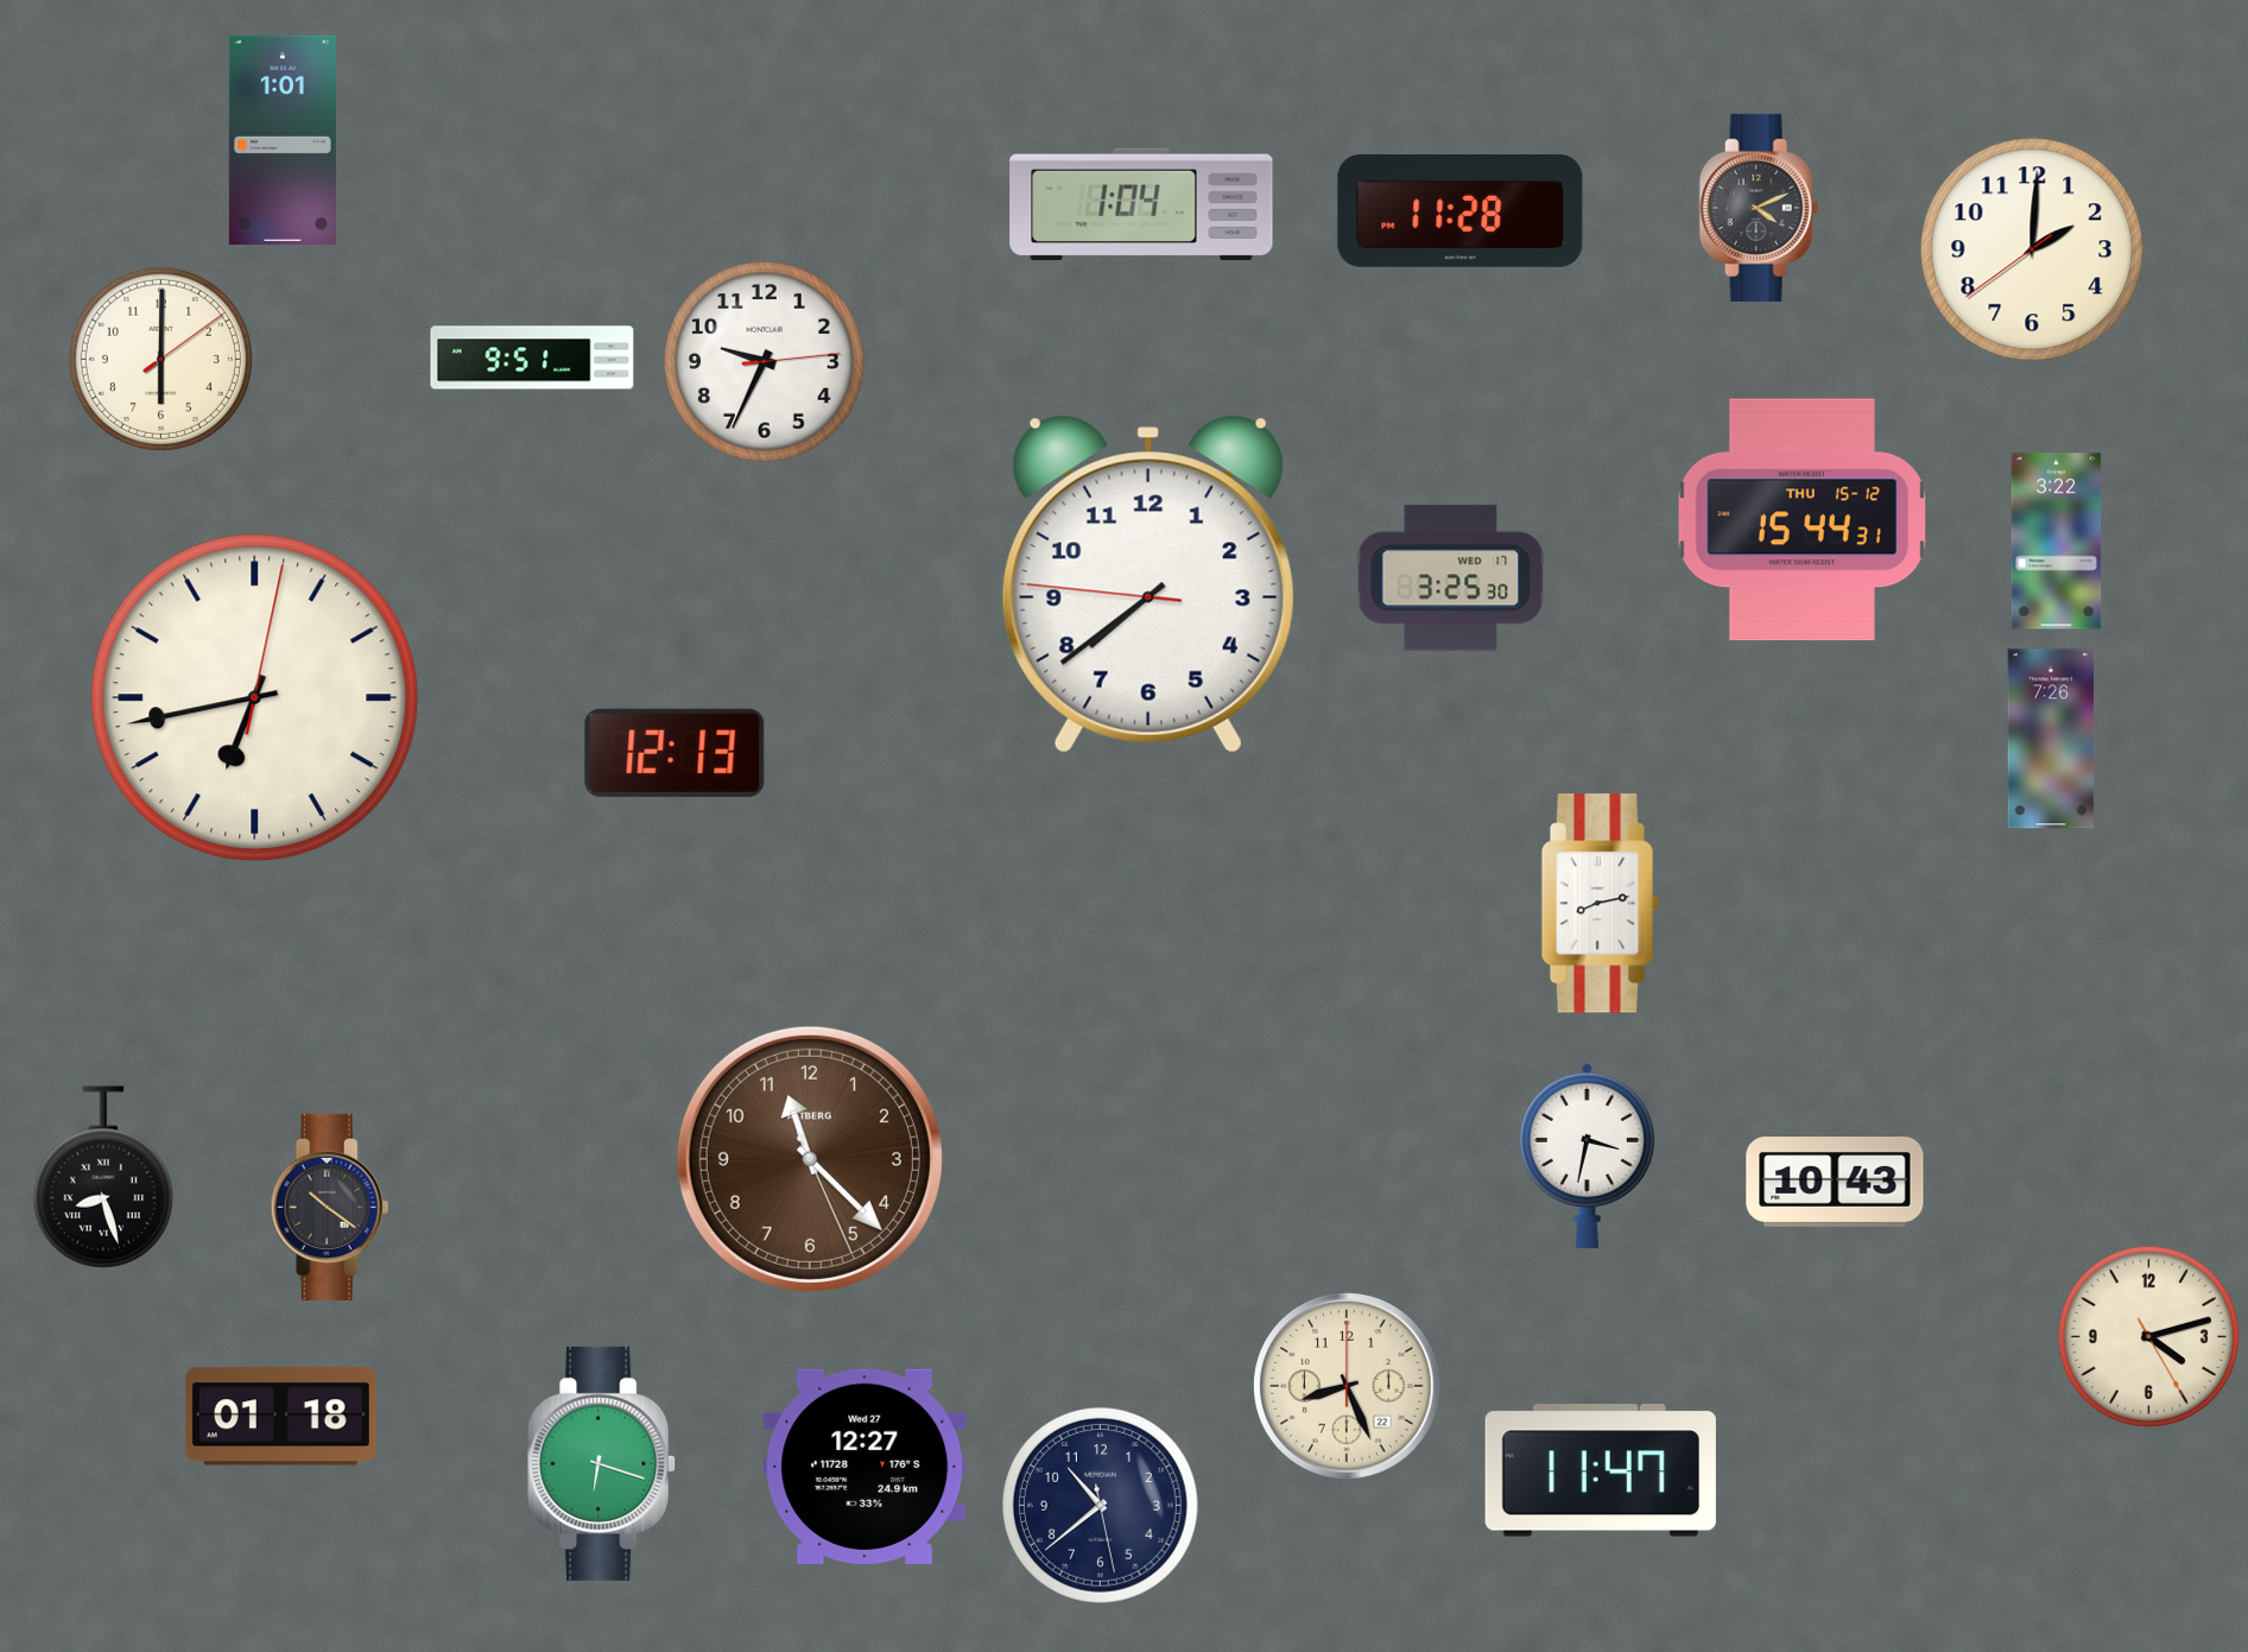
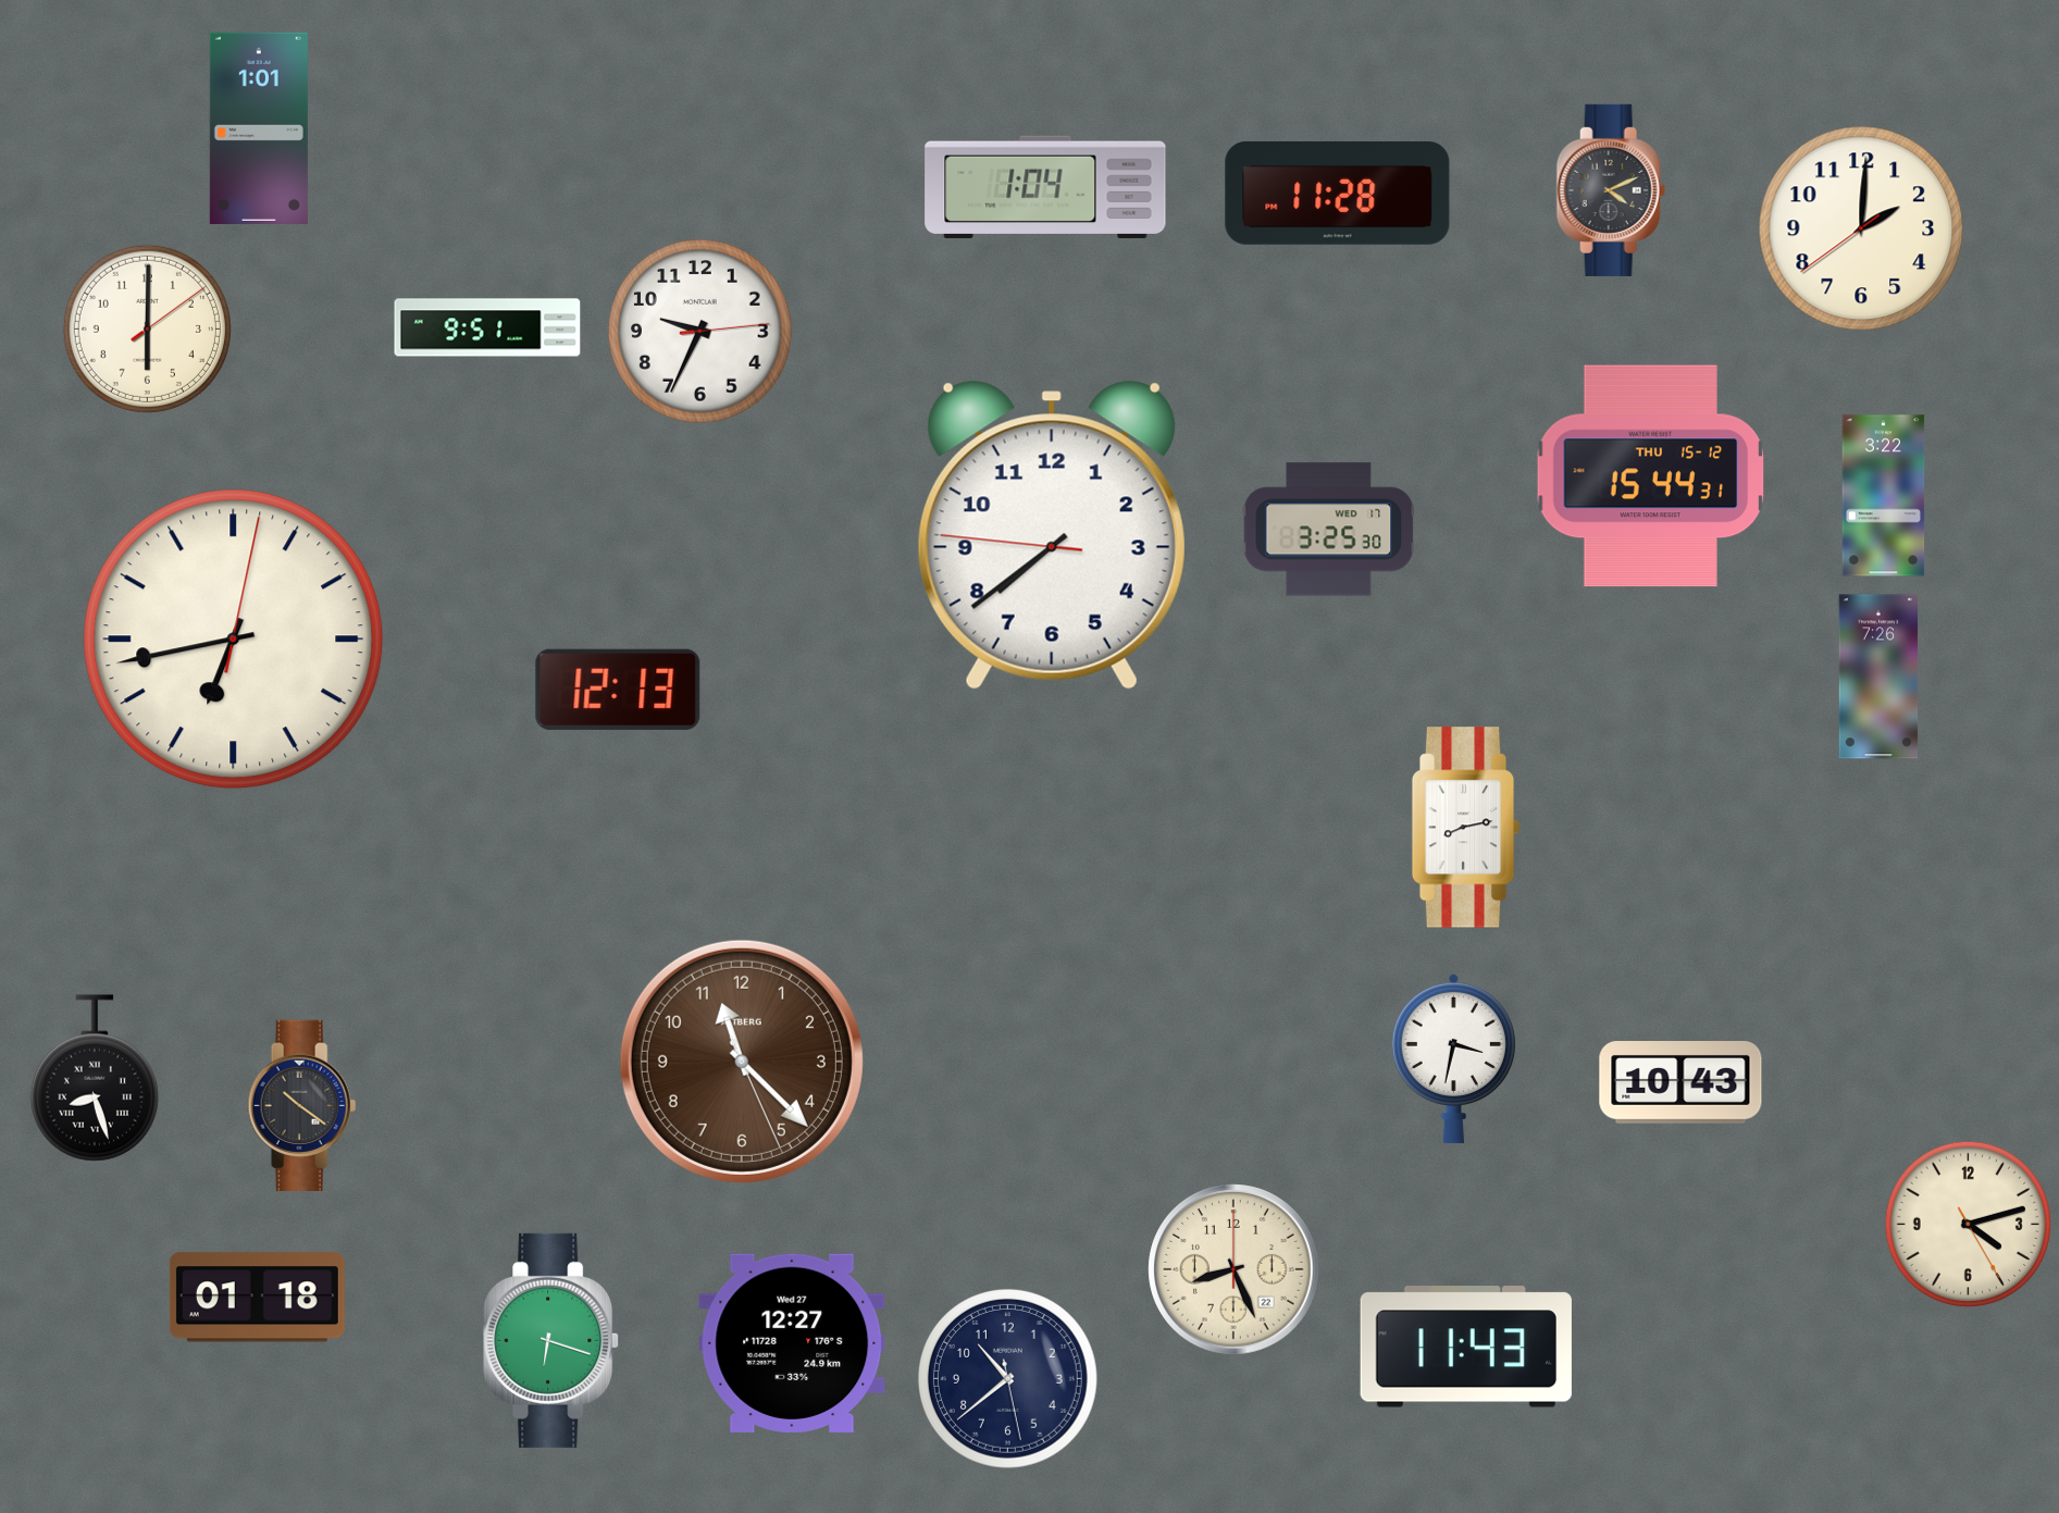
clock at (1601, 1470): 11:47 -> 11:43
